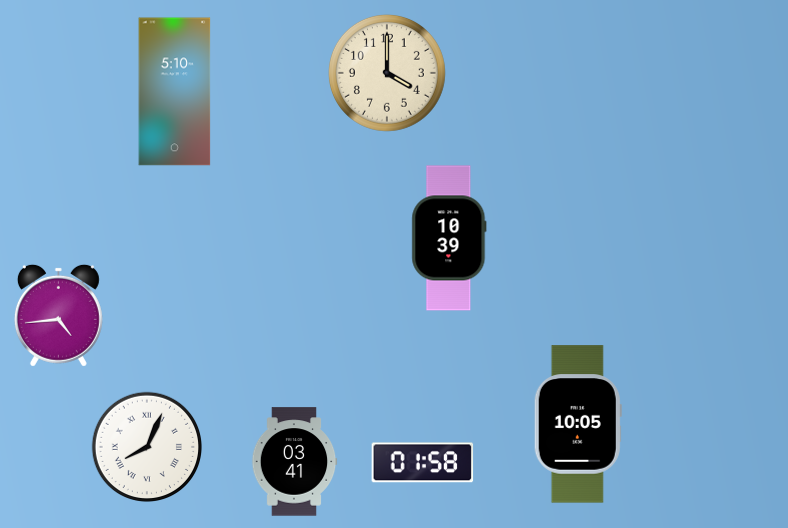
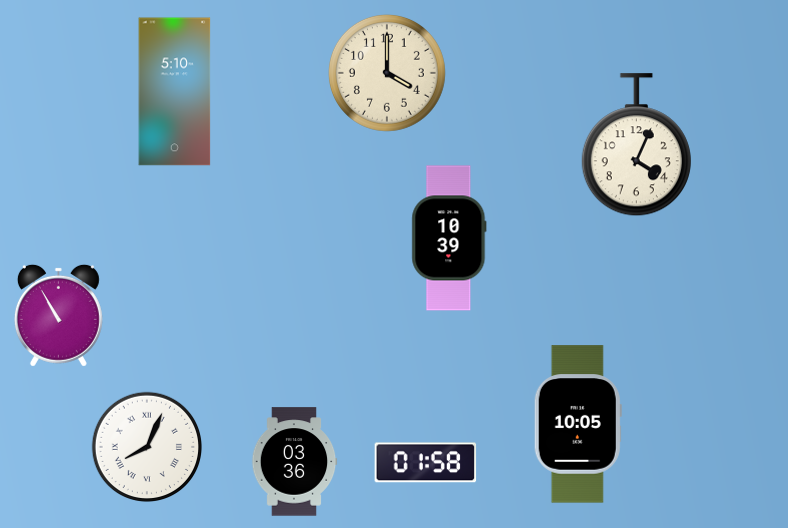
clock at (636, 145): none -> 4:04
clock at (58, 315): 4:44 -> 10:55
clock at (294, 462): 03:41 -> 03:36
clock at (423, 463) position: (423, 463) -> (426, 463)
